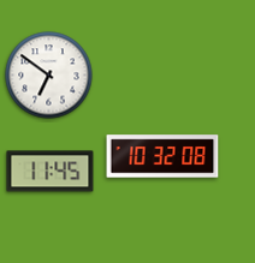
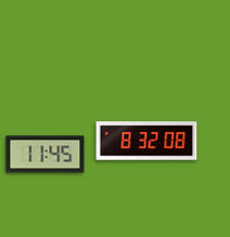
clock at (49, 76): 6:51 -> none
clock at (162, 156): 10:32 -> 8:32
